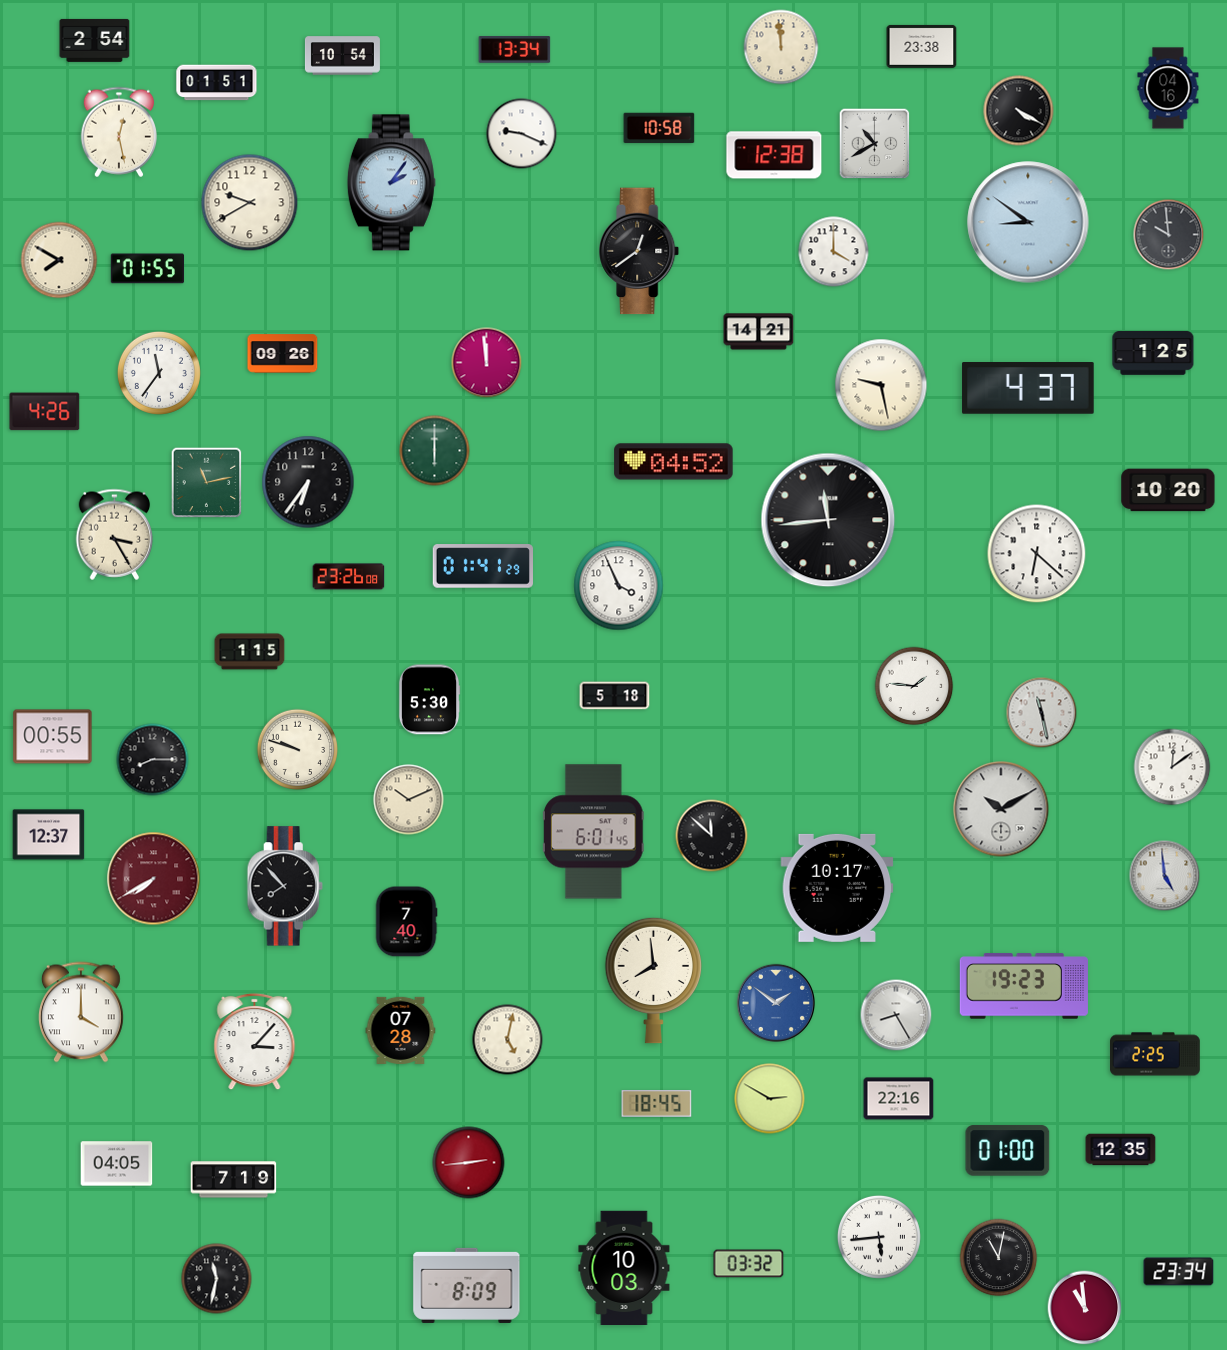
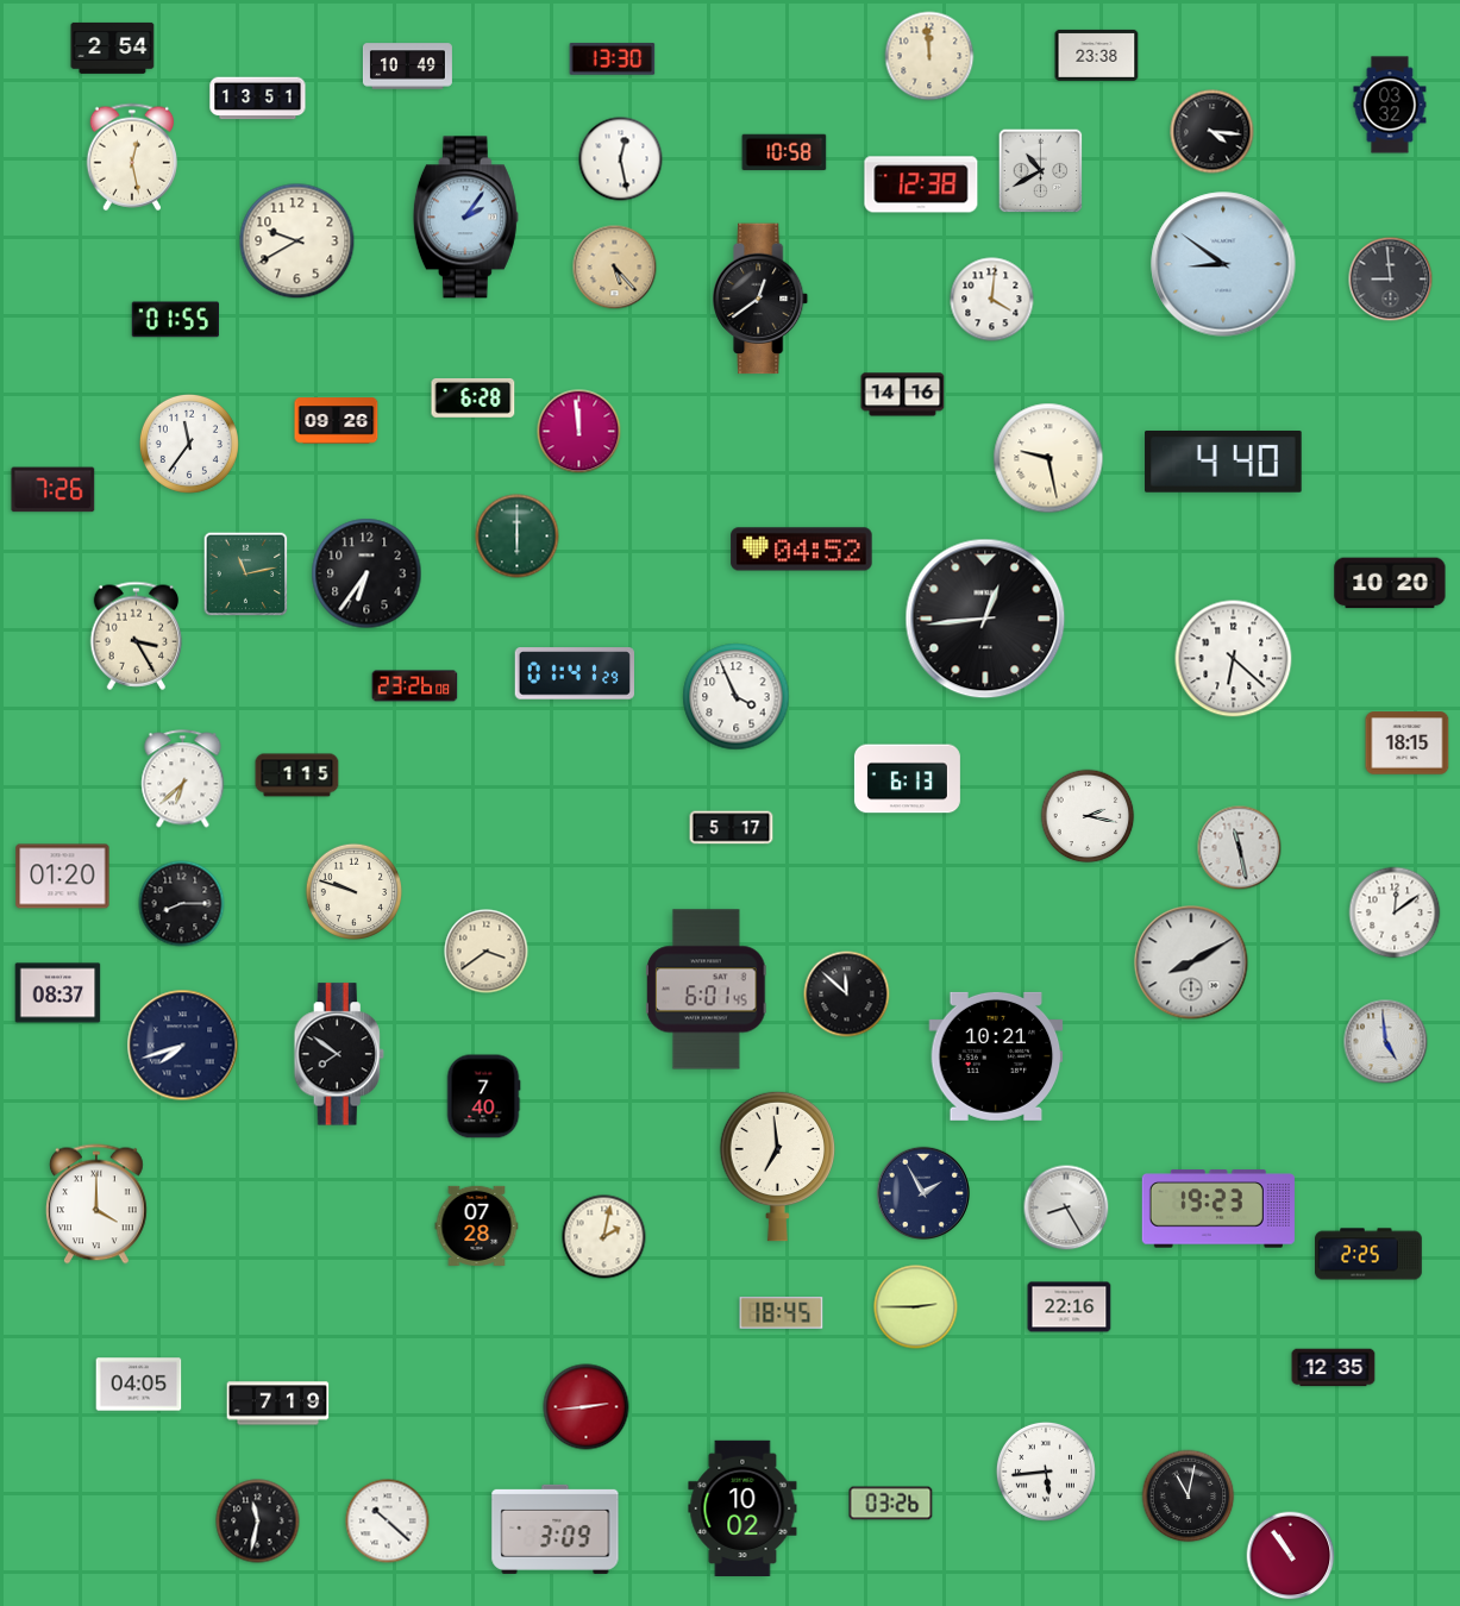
clock at (515, 50): 13:34 -> 13:30
clock at (342, 56): 10:54 -> 10:49
clock at (217, 83): 01:51 -> 13:51
clock at (1168, 88): 04:16 -> 03:32
clock at (1019, 111): 4:20 -> 4:16
clock at (119, 132) position: (119, 132) -> (132, 157)
clock at (522, 134): 9:19 -> 12:28
clock at (615, 268): none -> 5:23
clock at (1169, 235): 9:59 -> 8:59
clock at (834, 252): 4:00 -> 4:01
clock at (59, 260): 7:50 -> none
clock at (759, 332): 14:21 -> 14:16
clock at (474, 397): none -> 6:28
clock at (1153, 353): 1:25 -> none
clock at (1028, 389): 4:37 -> 4:40
clock at (45, 412): 4:26 -> 7:26
clock at (828, 520): 11:44 -> 12:44
clock at (1408, 744): none -> 18:15
clock at (183, 779): none -> 6:38
clock at (907, 779): none -> 6:13
clock at (914, 686): 1:46 -> 2:17
clock at (615, 696): 5:18 -> 5:17
clock at (429, 700): 5:30 -> none
clock at (53, 737): 00:55 -> 01:20
clock at (409, 800): 10:11 -> 3:39
clock at (1001, 809): 10:10 -> 8:10
clock at (49, 835): 12:37 -> 08:37
clock at (154, 879): 7:40 -> 7:42
clock at (154, 879) dial: burgundy -> navy
clock at (285, 886): 7:53 -> 7:51
clock at (837, 888): 10:17 -> 10:21
clock at (653, 980): 7:59 -> 6:59
clock at (1024, 986) position: (1024, 986) -> (1218, 1209)
clock at (775, 1002): 1:51 -> 1:55
clock at (775, 1002) dial: blue -> navy
clock at (508, 1040): 5:02 -> 2:02
clock at (255, 1042): 3:07 -> none
clock at (1156, 1054) position: (1156, 1054) -> (1370, 1254)
clock at (770, 1099): 2:50 -> 2:45
clock at (1008, 1151): 01:00 -> none
clock at (469, 1163) position: (469, 1163) -> (587, 1407)
clock at (749, 1264): 03:32 -> 03:26
clock at (624, 1267): 10:03 -> 10:02
clock at (1179, 1272): 23:34 -> none
clock at (388, 1522): none -> 10:22
clock at (467, 1285): 8:09 -> 3:09
clock at (1085, 1308): 10:59 -> 10:54
